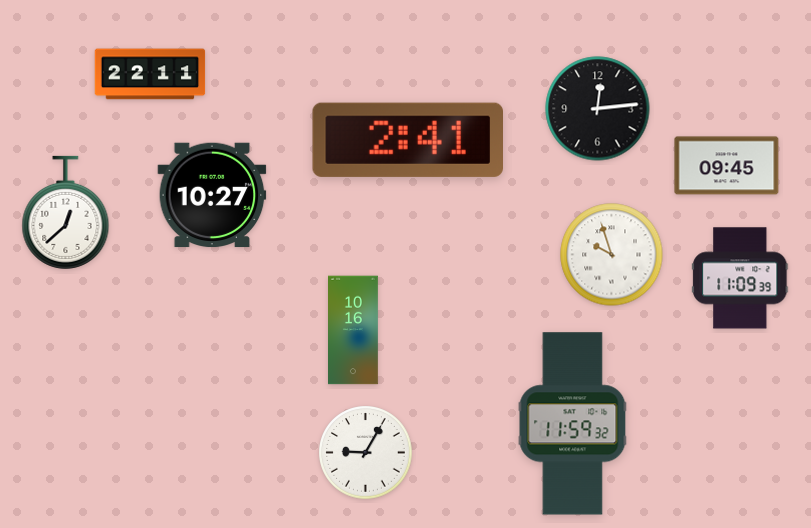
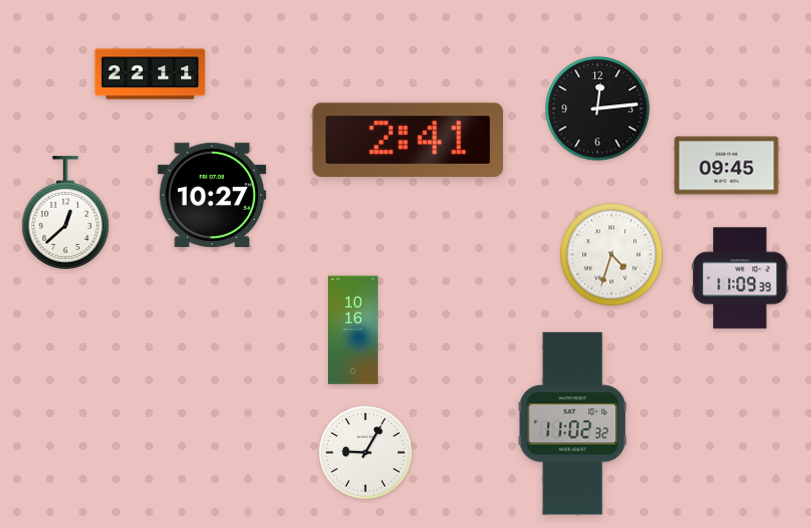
clock at (612, 255): 9:57 -> 4:33
clock at (573, 424): 11:59 -> 11:02
